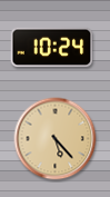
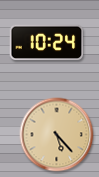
clock at (56, 139) position: (56, 139) -> (57, 135)
